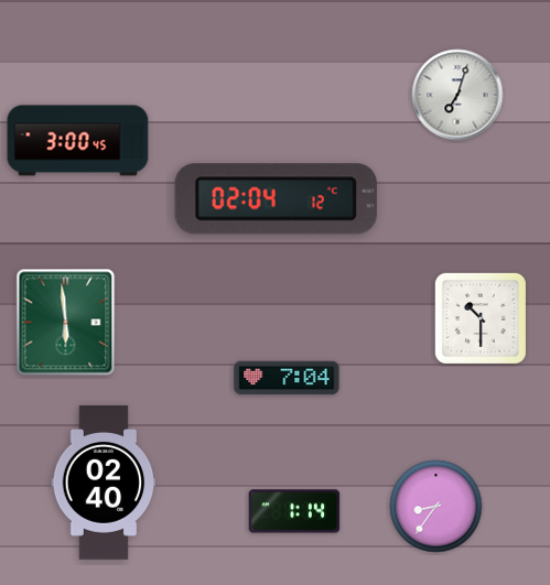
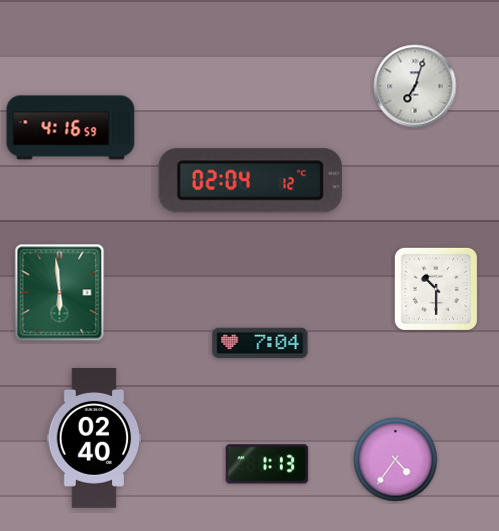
clock at (78, 141): 3:00 -> 4:16
clock at (436, 507): 8:36 -> 4:36
clock at (294, 511): 1:14 -> 1:13
